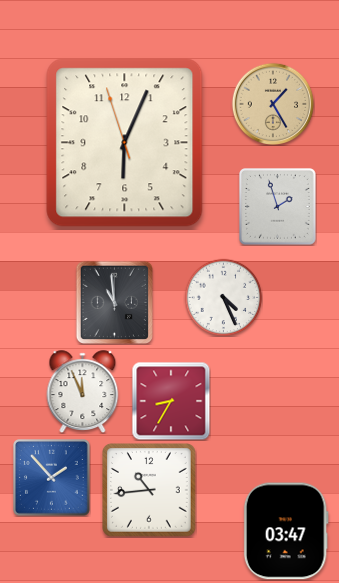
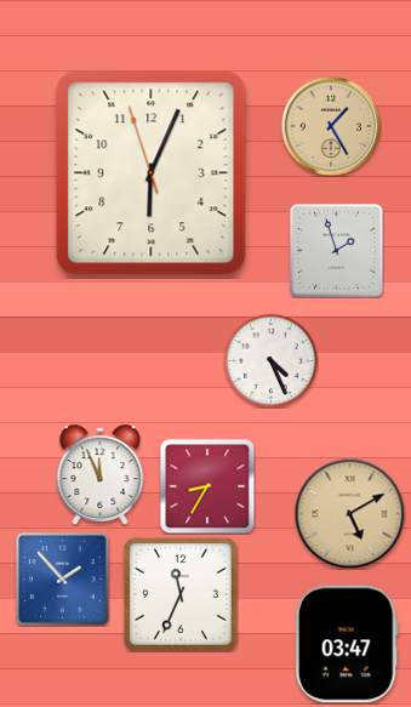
clock at (114, 302): 10:59 -> none
clock at (349, 513): none -> 5:10
clock at (150, 491): 10:44 -> 11:34
